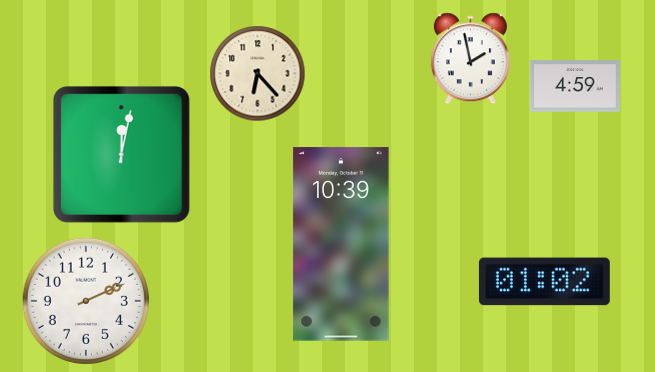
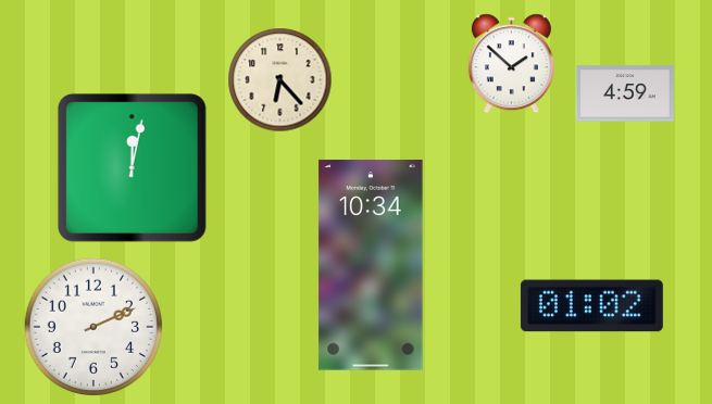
clock at (470, 59): 1:58 -> 1:52
clock at (341, 244): 10:39 -> 10:34
